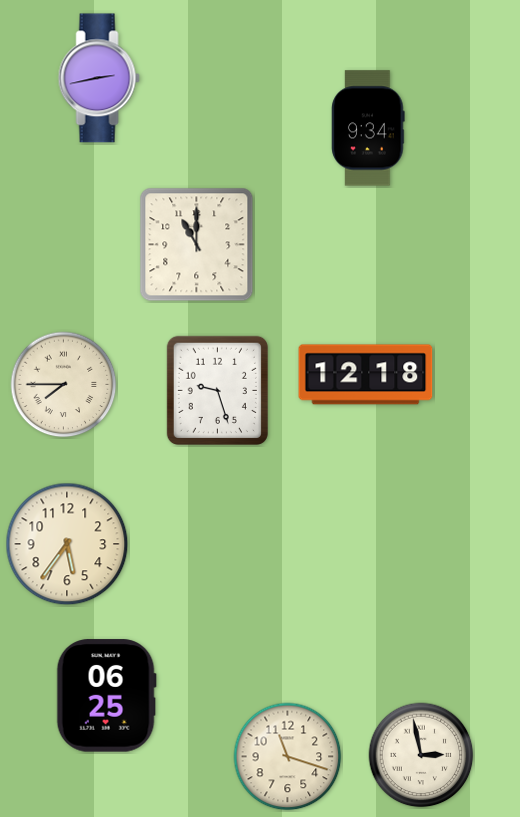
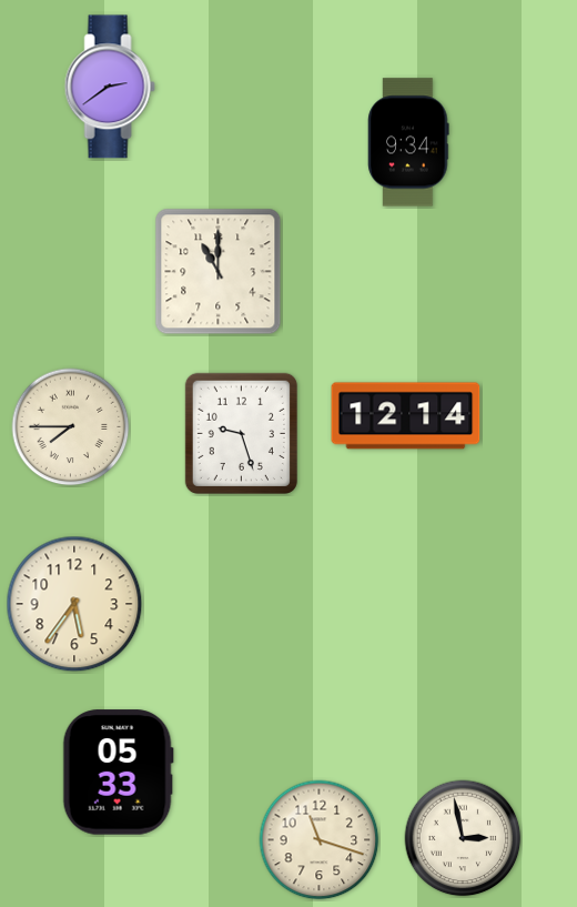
clock at (99, 78): 2:43 -> 2:39
clock at (366, 375): 12:18 -> 12:14
clock at (106, 696): 06:25 -> 05:33
clock at (421, 755) position: (421, 755) -> (463, 838)
